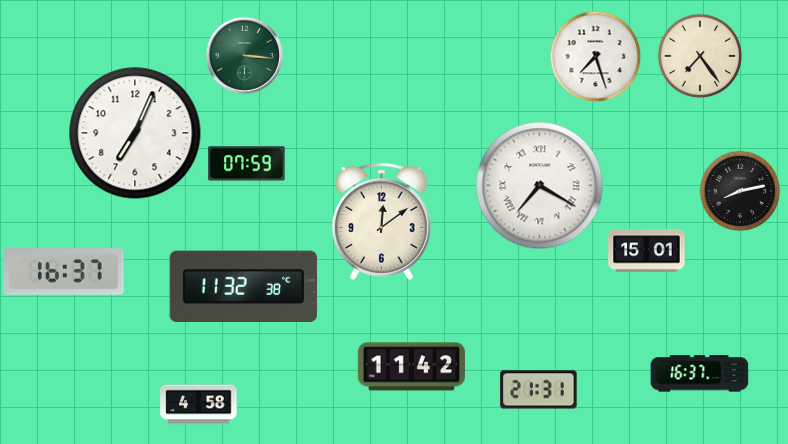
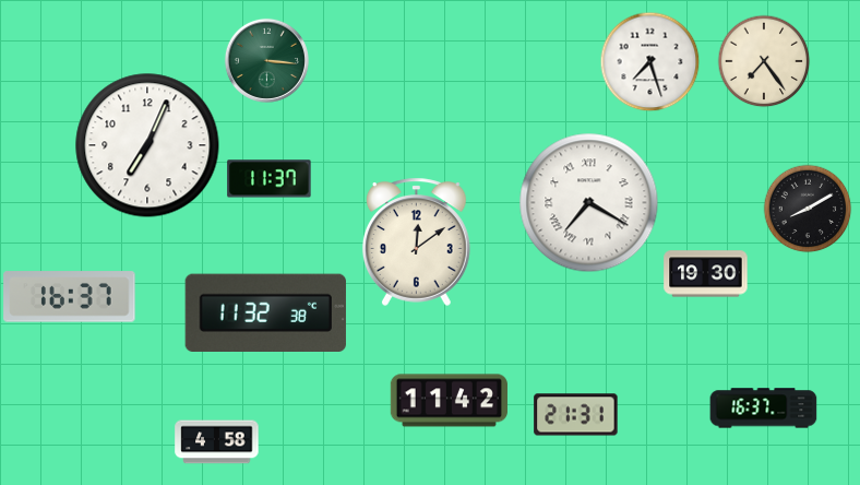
clock at (247, 164): 07:59 -> 11:37
clock at (740, 191): 8:13 -> 8:10
clock at (647, 251): 15:01 -> 19:30
clock at (539, 390) position: (539, 390) -> (576, 415)
